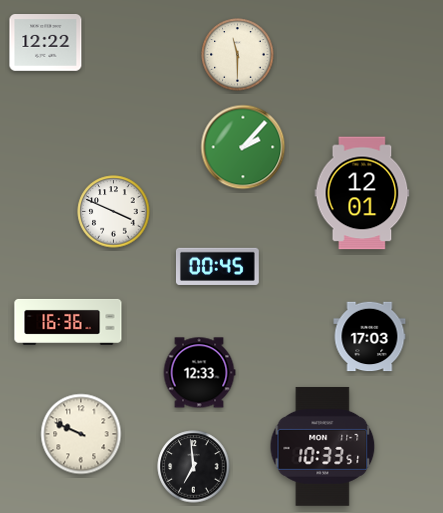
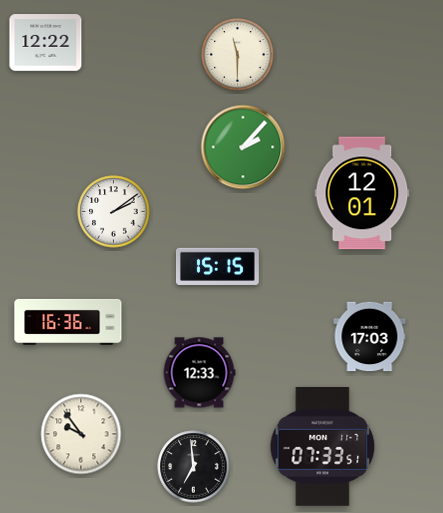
clock at (114, 212): 3:49 -> 2:09
clock at (217, 266): 00:45 -> 15:15
clock at (81, 434): 9:49 -> 9:54
clock at (323, 446): 10:33 -> 07:33
